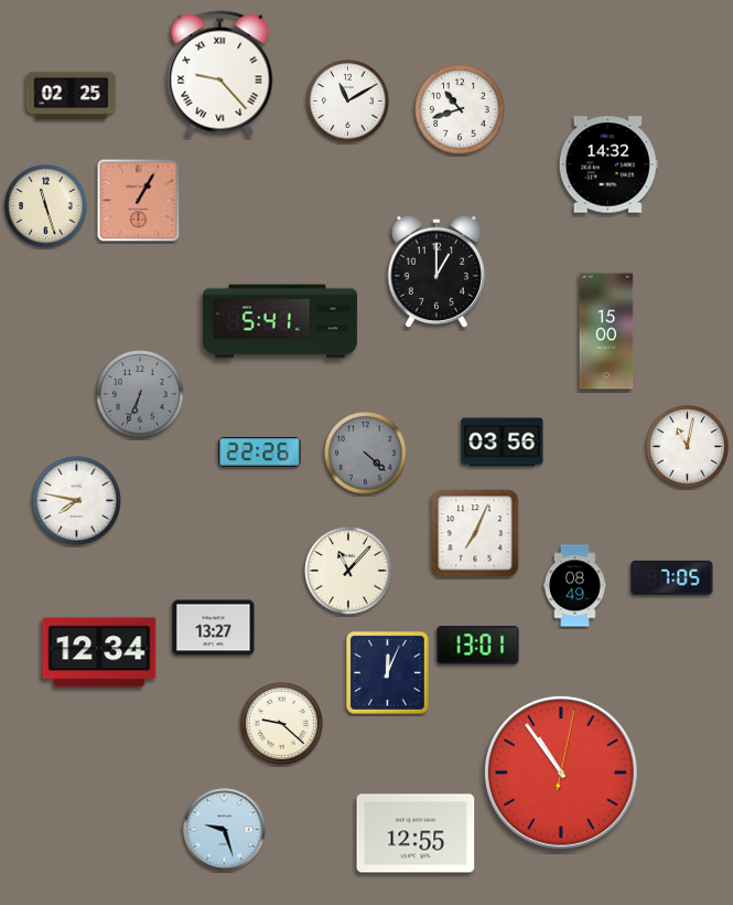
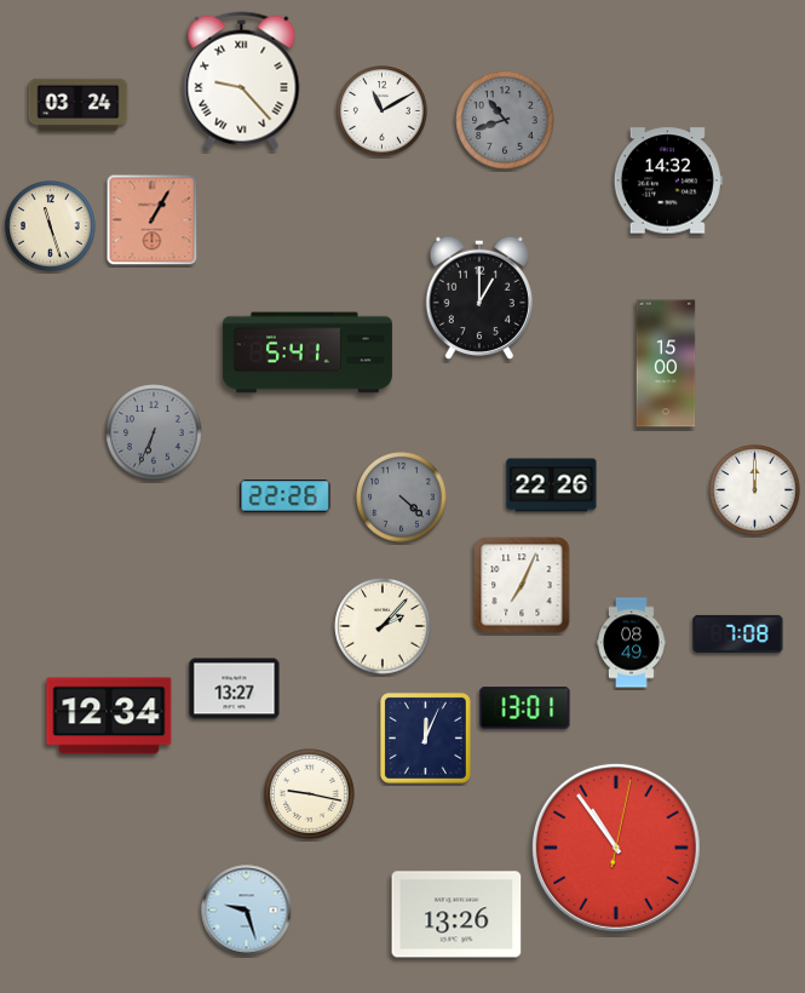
clock at (72, 95): 02:25 -> 03:24
clock at (460, 109) dial: white -> grey
clock at (503, 443): 03:56 -> 22:26
clock at (688, 447): 11:02 -> 12:00
clock at (77, 501): 7:47 -> none
clock at (348, 571): 11:07 -> 2:07
clock at (672, 577): 7:05 -> 7:08
clock at (282, 724): 9:22 -> 9:17
clock at (416, 833): 12:55 -> 13:26
